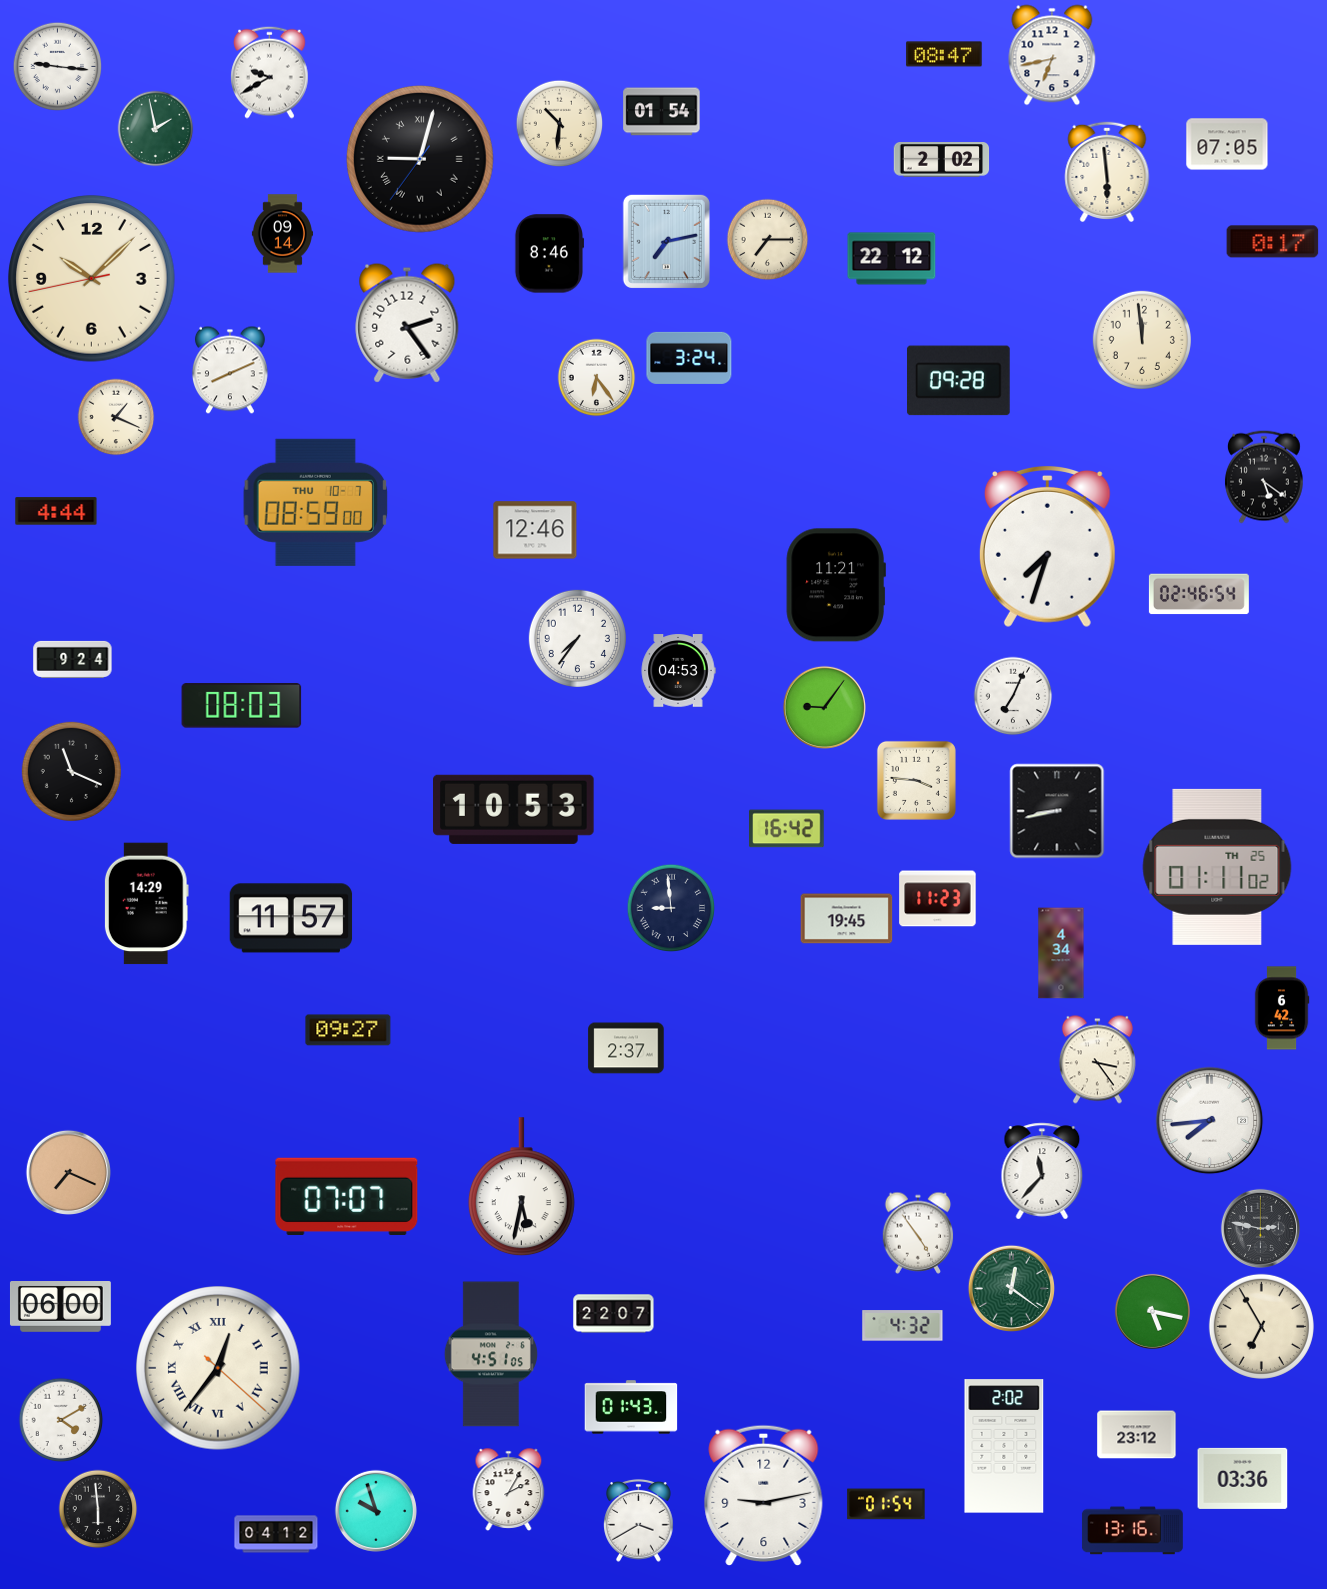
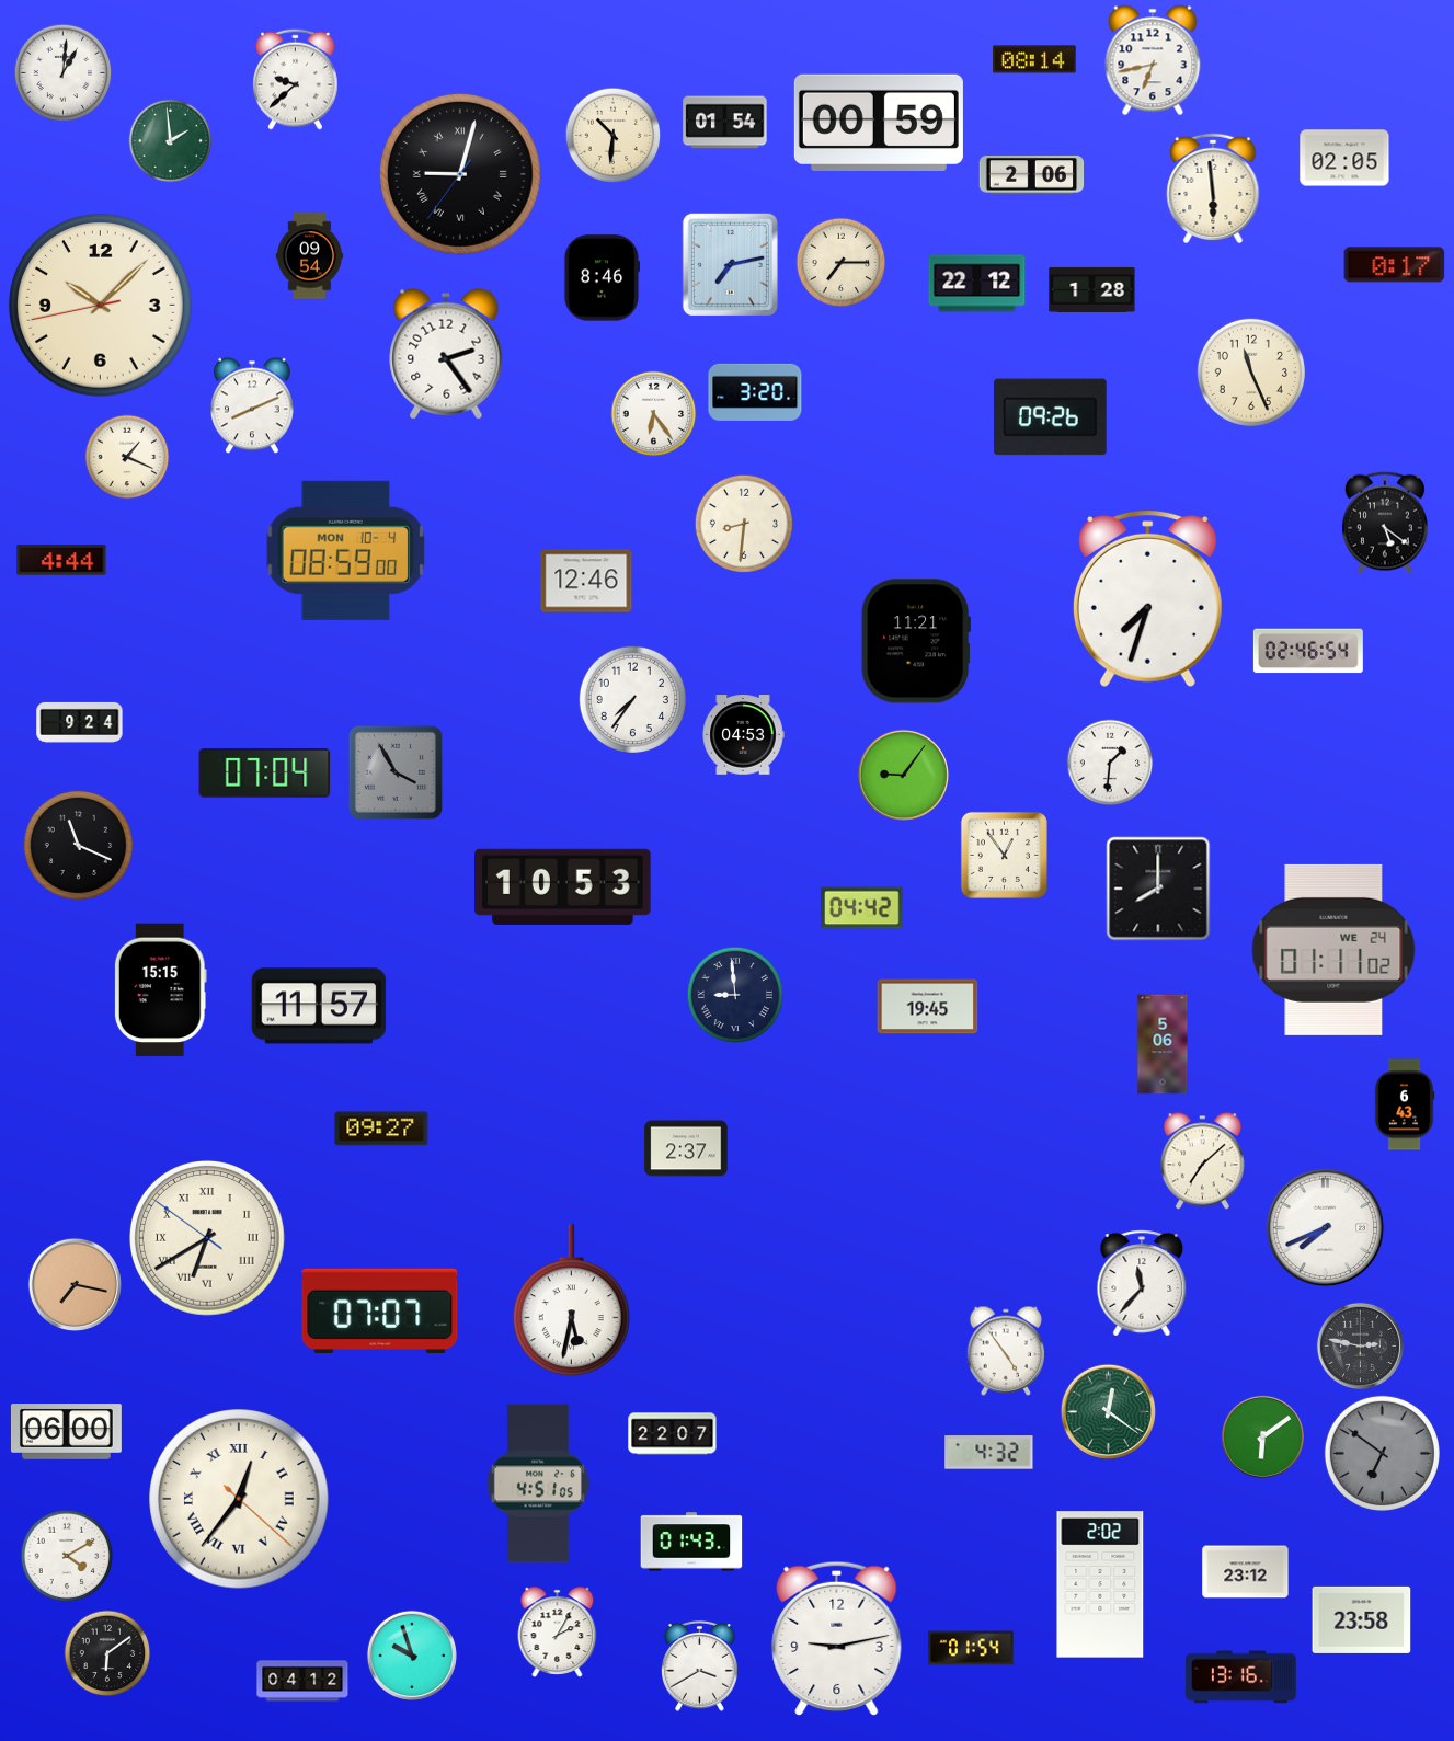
clock at (944, 54): 08:47 -> 08:14
clock at (58, 67): 9:16 -> 1:01
clock at (270, 72): 9:40 -> 9:38
clock at (879, 122): none -> 00:59
clock at (156, 129): 1:58 -> 1:59
clock at (1227, 144): 07:05 -> 02:05
clock at (942, 160): 2:02 -> 2:06
clock at (282, 234): 09:14 -> 09:54
clock at (1092, 289): none -> 1:28
clock at (1142, 340): 11:59 -> 11:26
clock at (689, 358): 3:24 -> 3:20
clock at (959, 381): 09:28 -> 09:26
clock at (744, 524): none -> 8:31
clock at (316, 502) date: THU 10-7 -> MON 10-4
clock at (1199, 594) position: (1199, 594) -> (1308, 651)
clock at (1013, 696): 7:04 -> 1:31
clock at (396, 772): none -> 3:55
clock at (242, 706): 08:03 -> 07:04
clock at (916, 780): 3:46 -> 12:54
clock at (1057, 811): 8:43 -> 8:00
clock at (787, 829): 16:42 -> 04:42
clock at (1217, 867) date: TH 25 -> WE 24
clock at (938, 899): 11:23 -> none
clock at (146, 904): 14:29 -> 15:15
clock at (1061, 953): 4:34 -> 5:06
clock at (1282, 1008): 6:42 -> 6:43
clock at (1097, 1060): 3:24 -> 7:08
clock at (1210, 1121): 7:44 -> 7:41
clock at (207, 1238): none -> 6:39
clock at (68, 1172): 7:19 -> 7:17
clock at (1260, 1228) position: (1260, 1228) -> (1360, 1345)
clock at (1152, 1311): 5:17 -> 6:09
clock at (614, 1314) position: (614, 1314) -> (673, 1434)
clock at (1261, 1326): 6:55 -> 6:51
clock at (1261, 1326) dial: cream -> grey
clock at (1243, 1478): 03:36 -> 23:58
clock at (98, 1509): 5:59 -> 6:09
